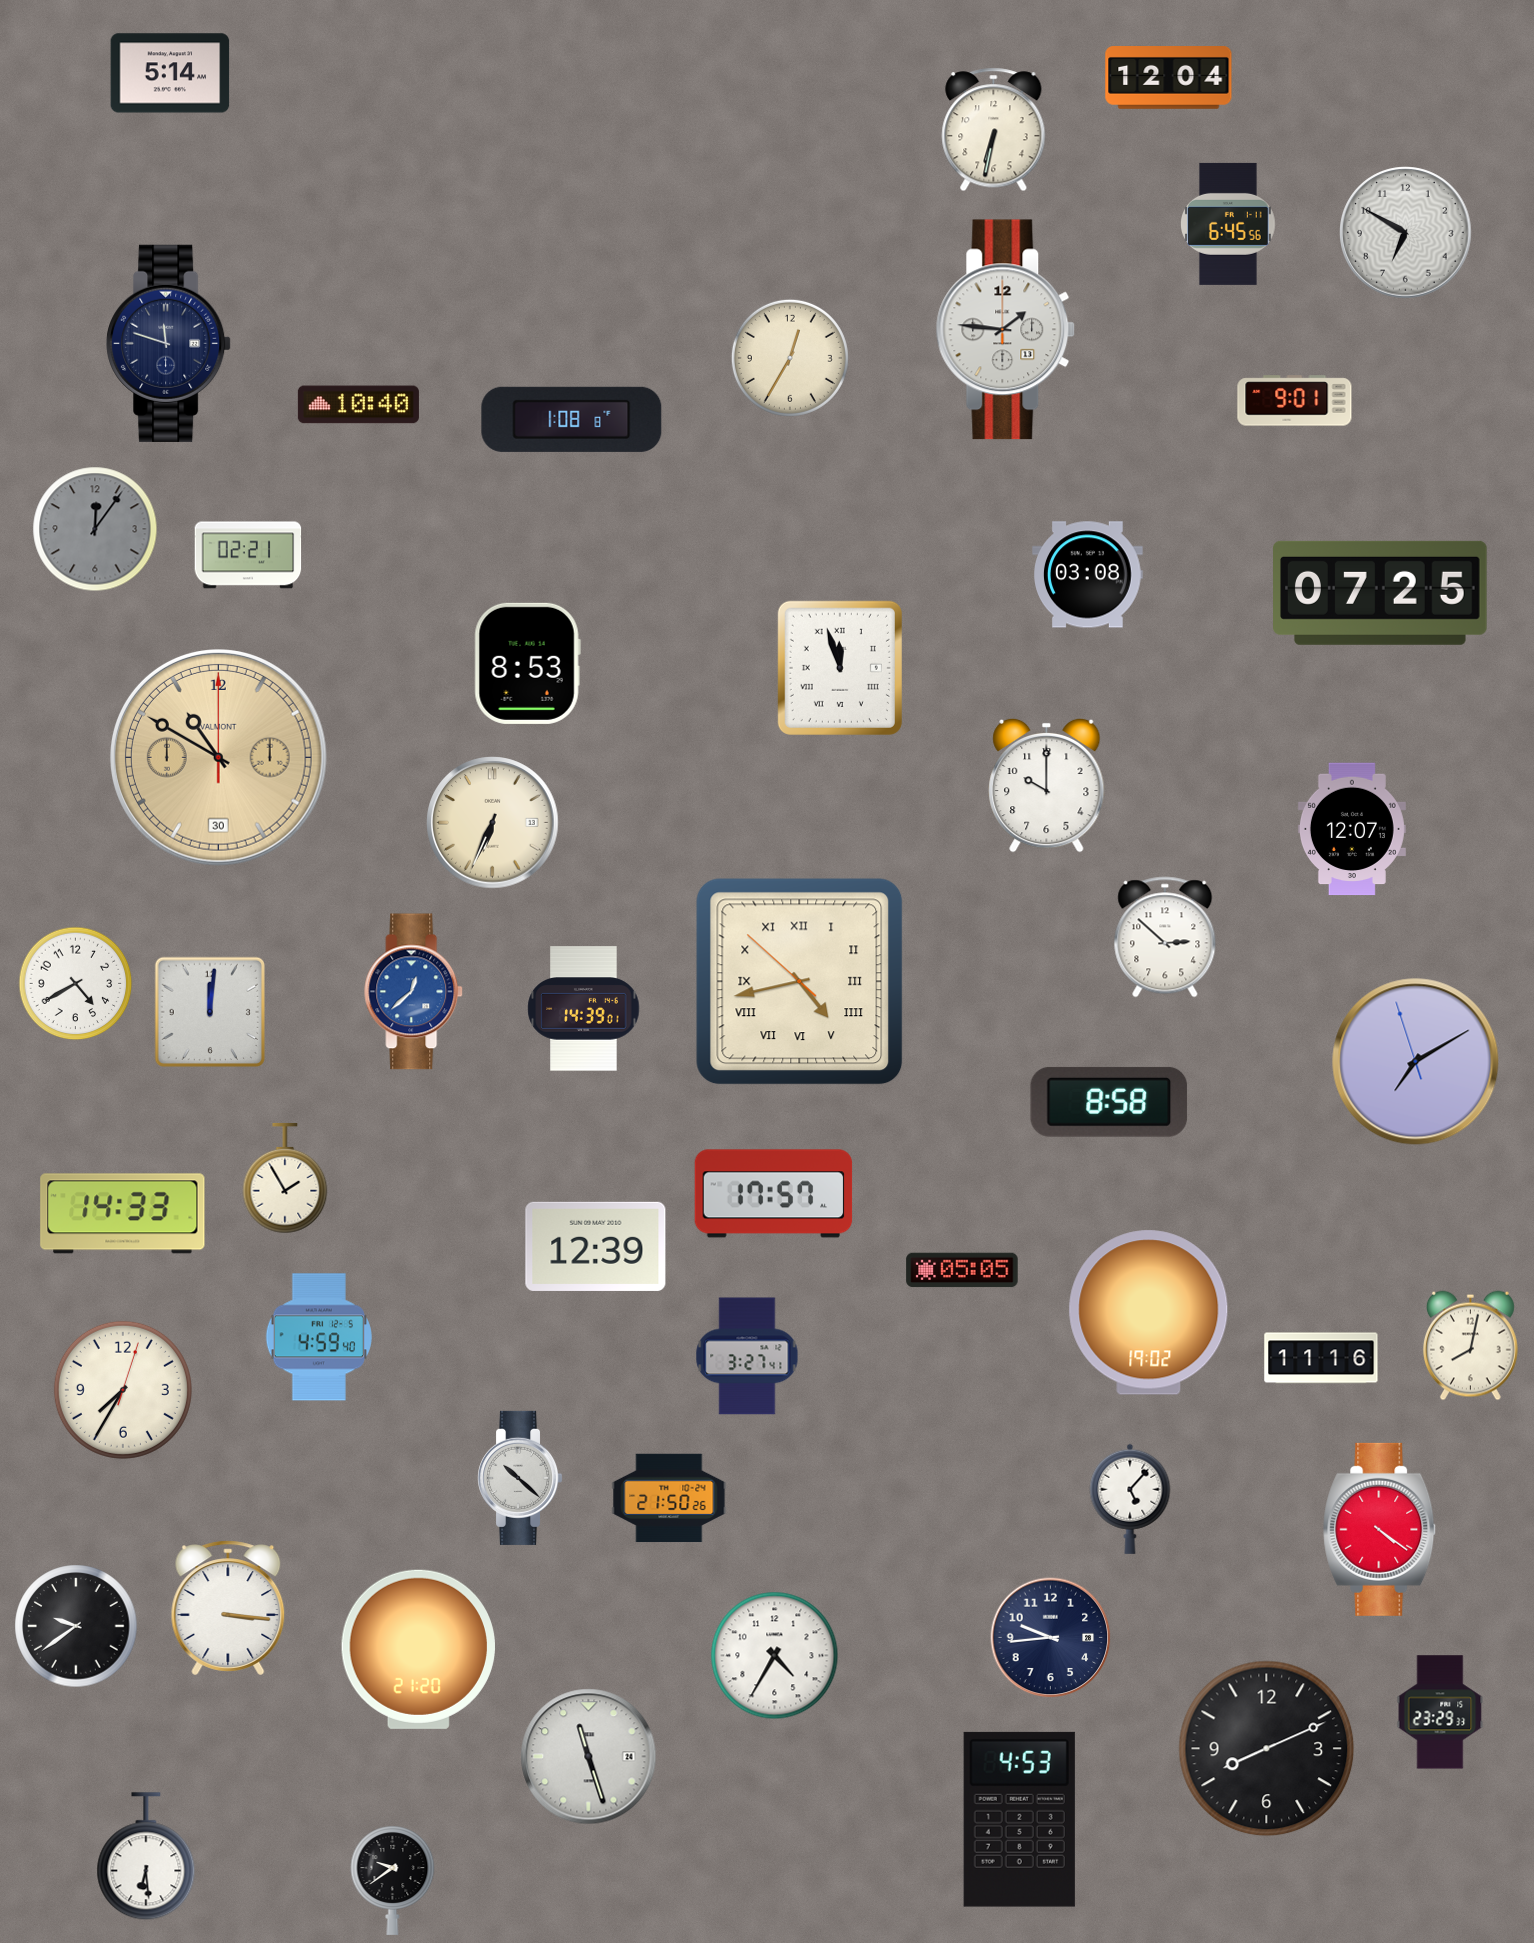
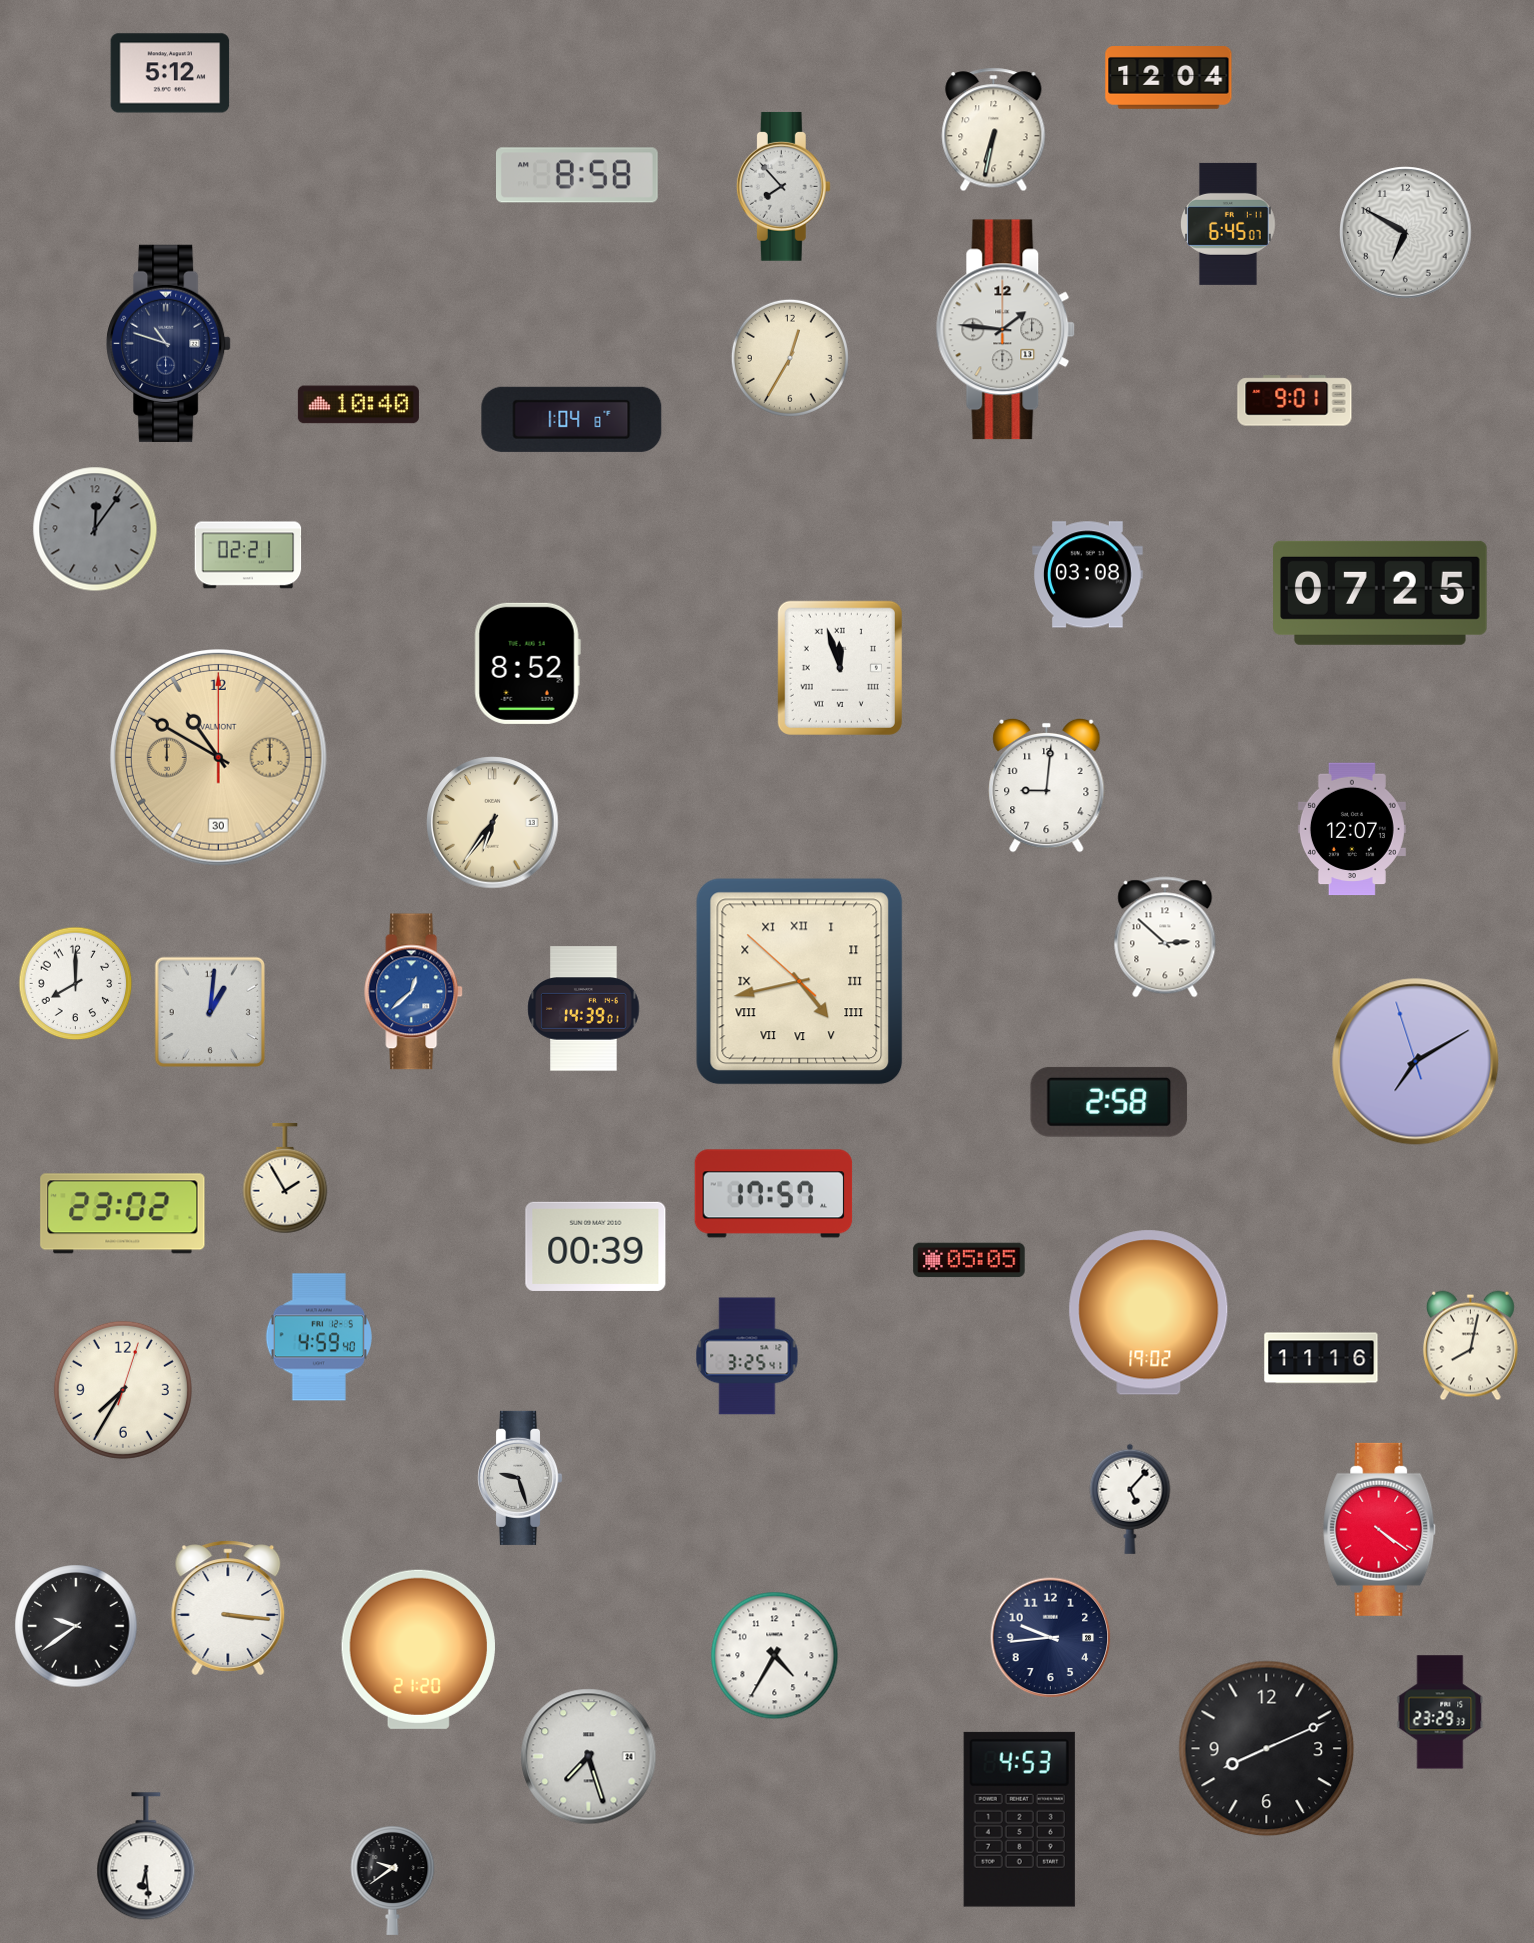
clock at (170, 73): 5:14 -> 5:12
clock at (578, 175): none -> 8:58
clock at (783, 186): none -> 7:53
clock at (1229, 224): 6:45:56 -> 6:45:07
clock at (169, 343): 11:48 -> 10:48
clock at (572, 419): 1:08 -> 1:04
clock at (527, 663): 8:53 -> 8:52
clock at (1047, 785): 10:00 -> 9:01
clock at (493, 823): 6:34 -> 6:36
clock at (76, 984): 4:40 -> 8:00
clock at (209, 1011): 12:01 -> 1:01
clock at (1109, 1102): 8:58 -> 2:58
clock at (123, 1214): 14:33 -> 23:02
clock at (596, 1246): 12:39 -> 00:39
clock at (962, 1270) position: (962, 1270) -> (969, 1260)
clock at (747, 1356): 3:27 -> 3:25
clock at (520, 1478): 10:22 -> 9:27
clock at (669, 1498): 21:50 -> none
clock at (589, 1757): 11:27 -> 7:27
